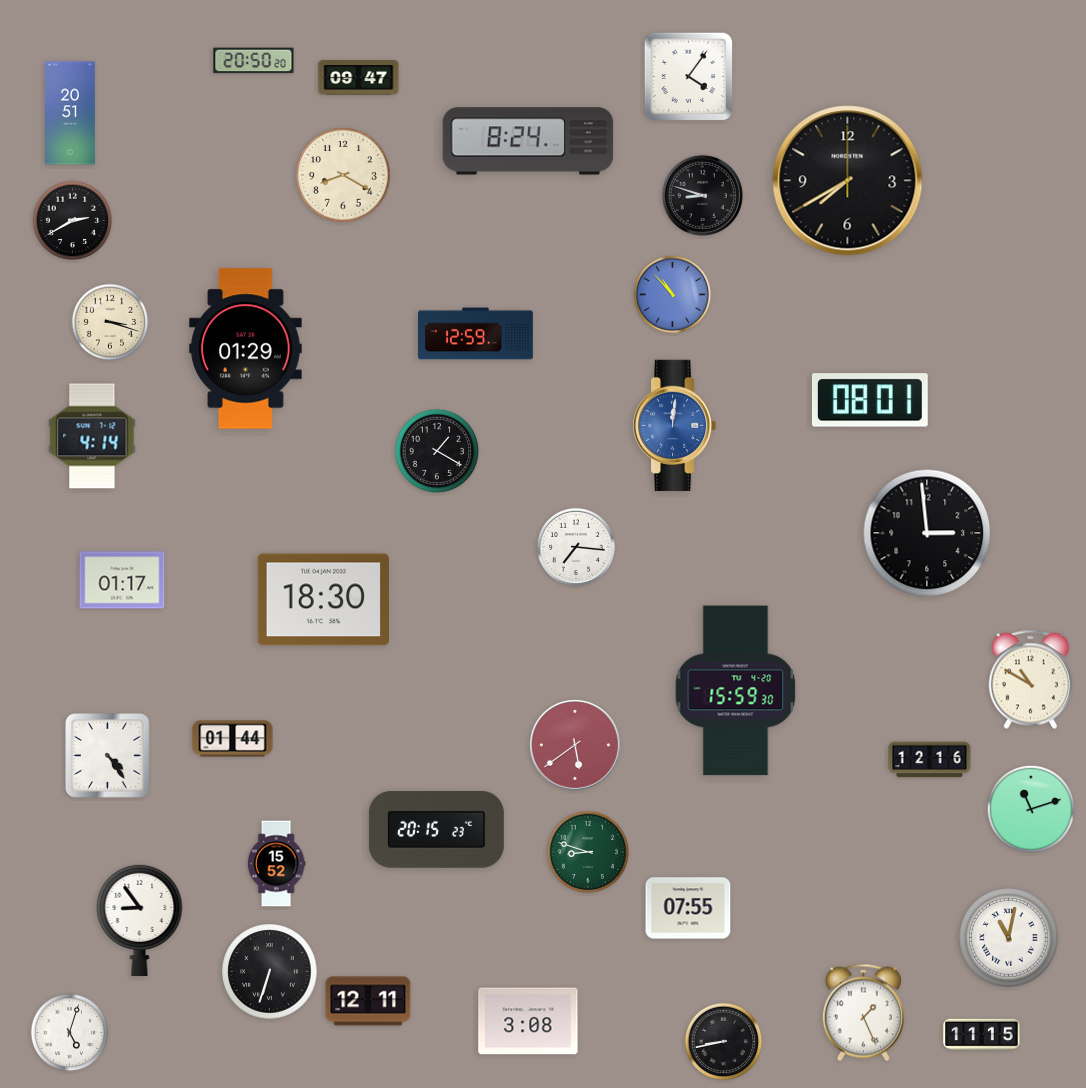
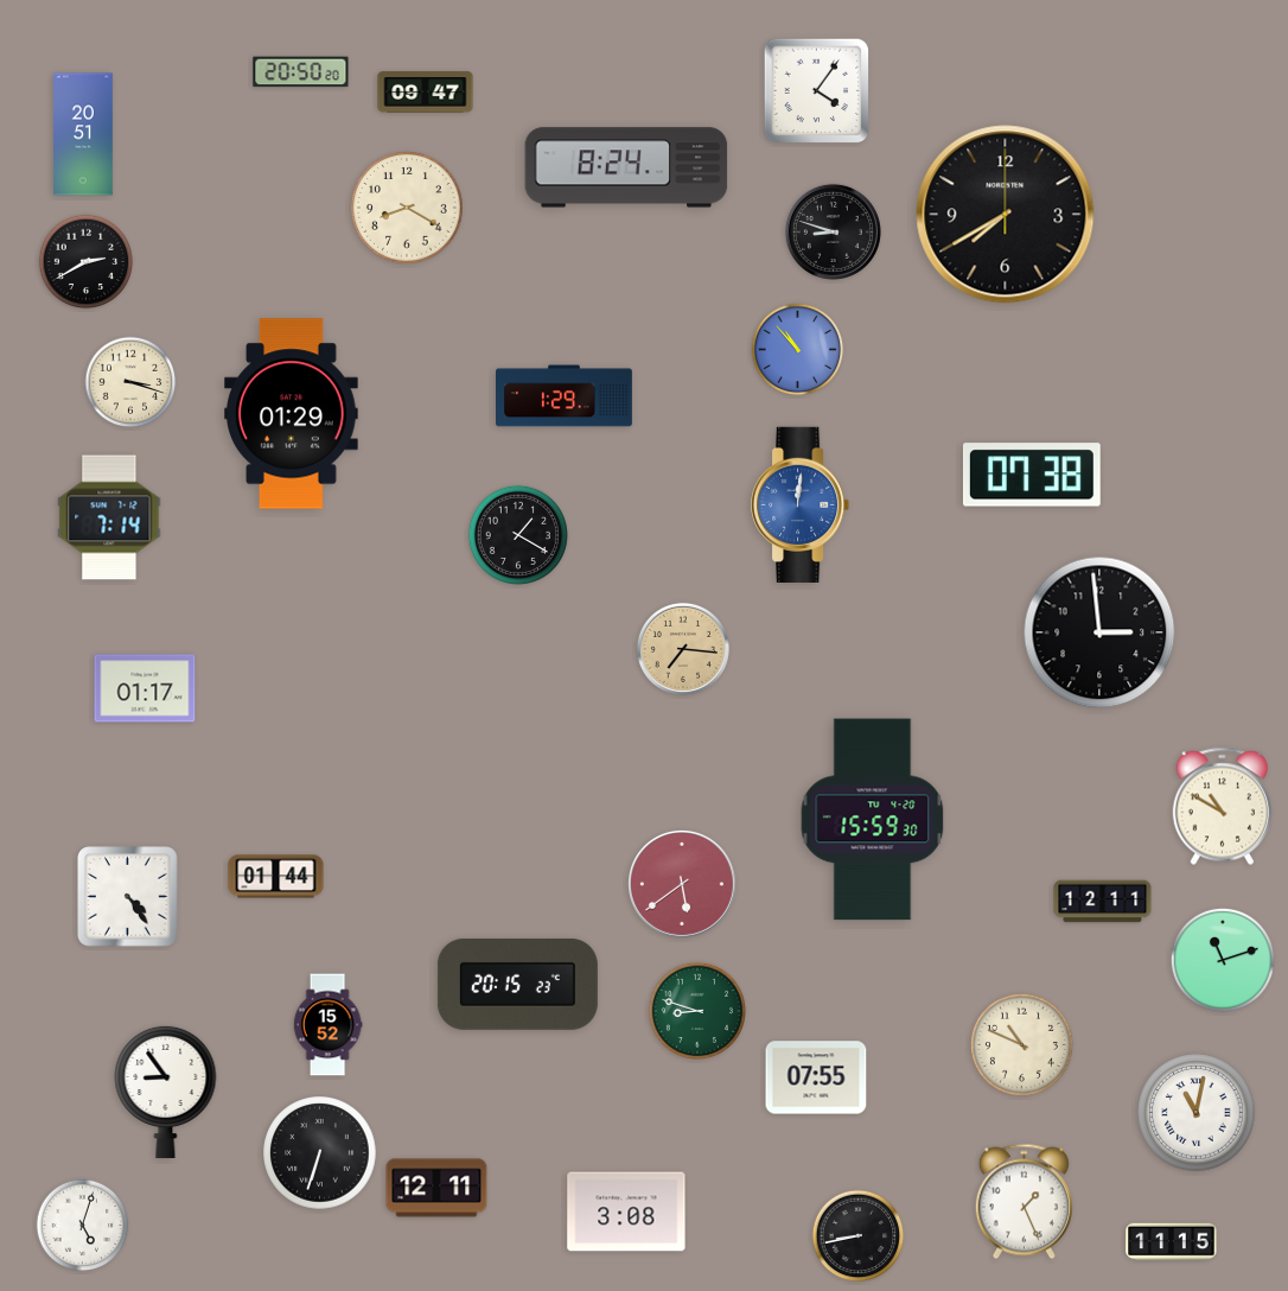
clock at (476, 334): 12:59 -> 1:29
clock at (870, 400): 08:01 -> 07:38
clock at (92, 436): 4:14 -> 7:14
clock at (576, 547) dial: white -> champagne
clock at (323, 600): 18:30 -> none
clock at (930, 760): 12:16 -> 12:11
clock at (1021, 1044): none -> 10:49
clock at (982, 1035) position: (982, 1035) -> (1172, 1242)
